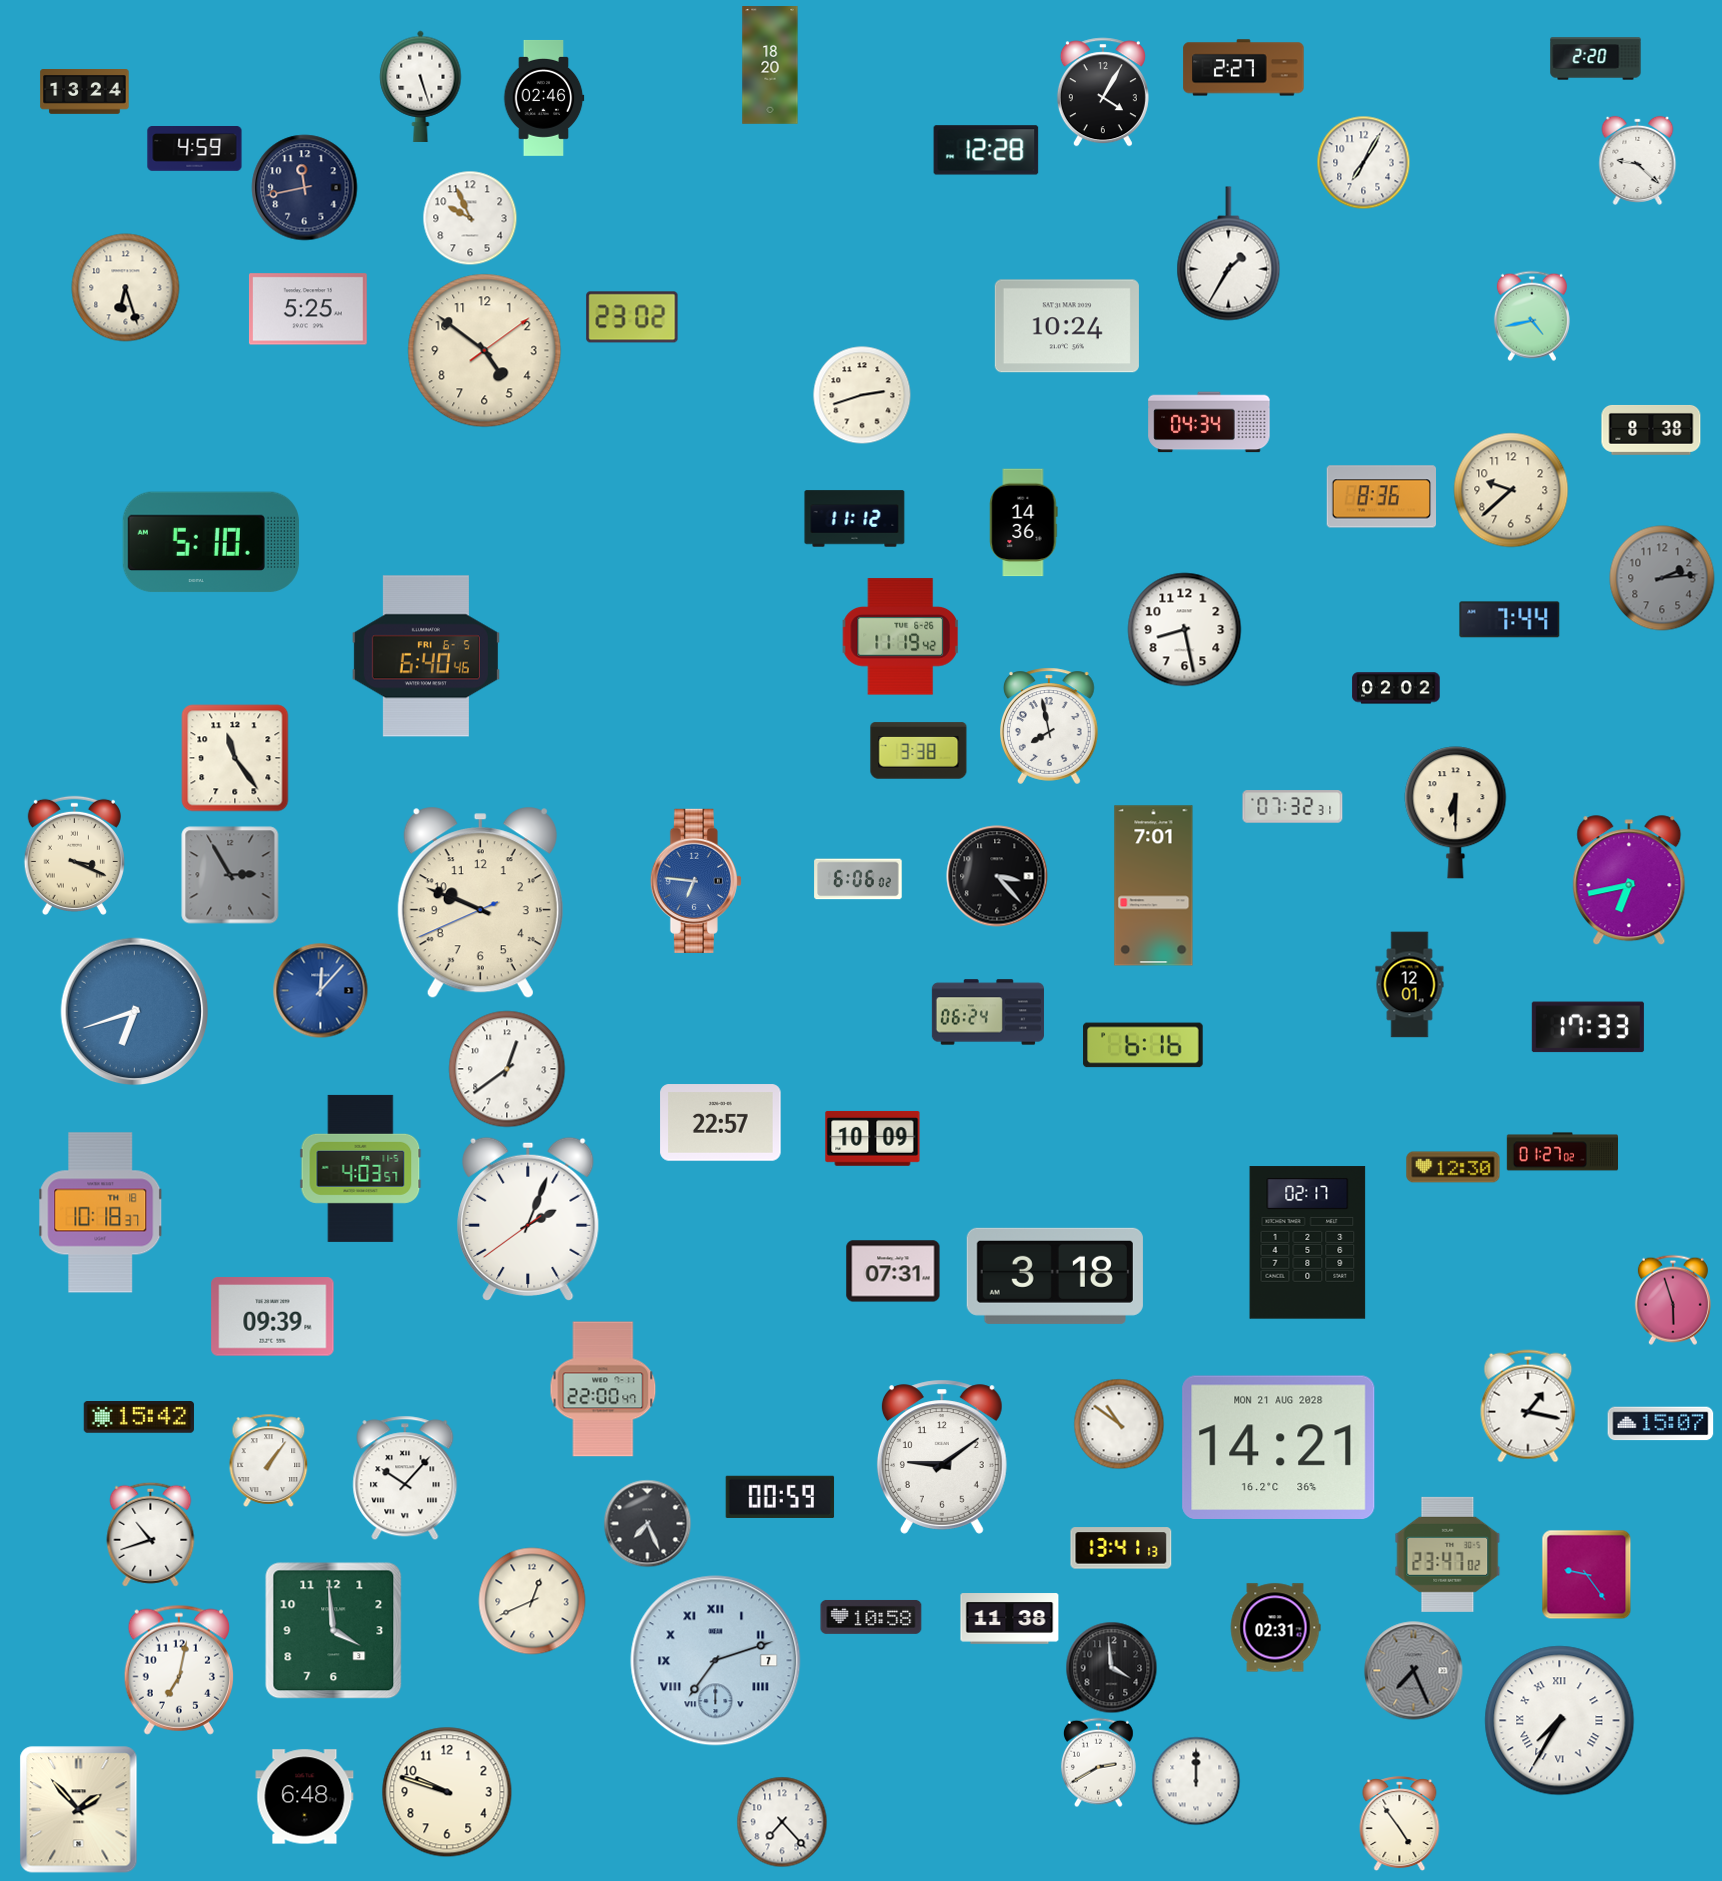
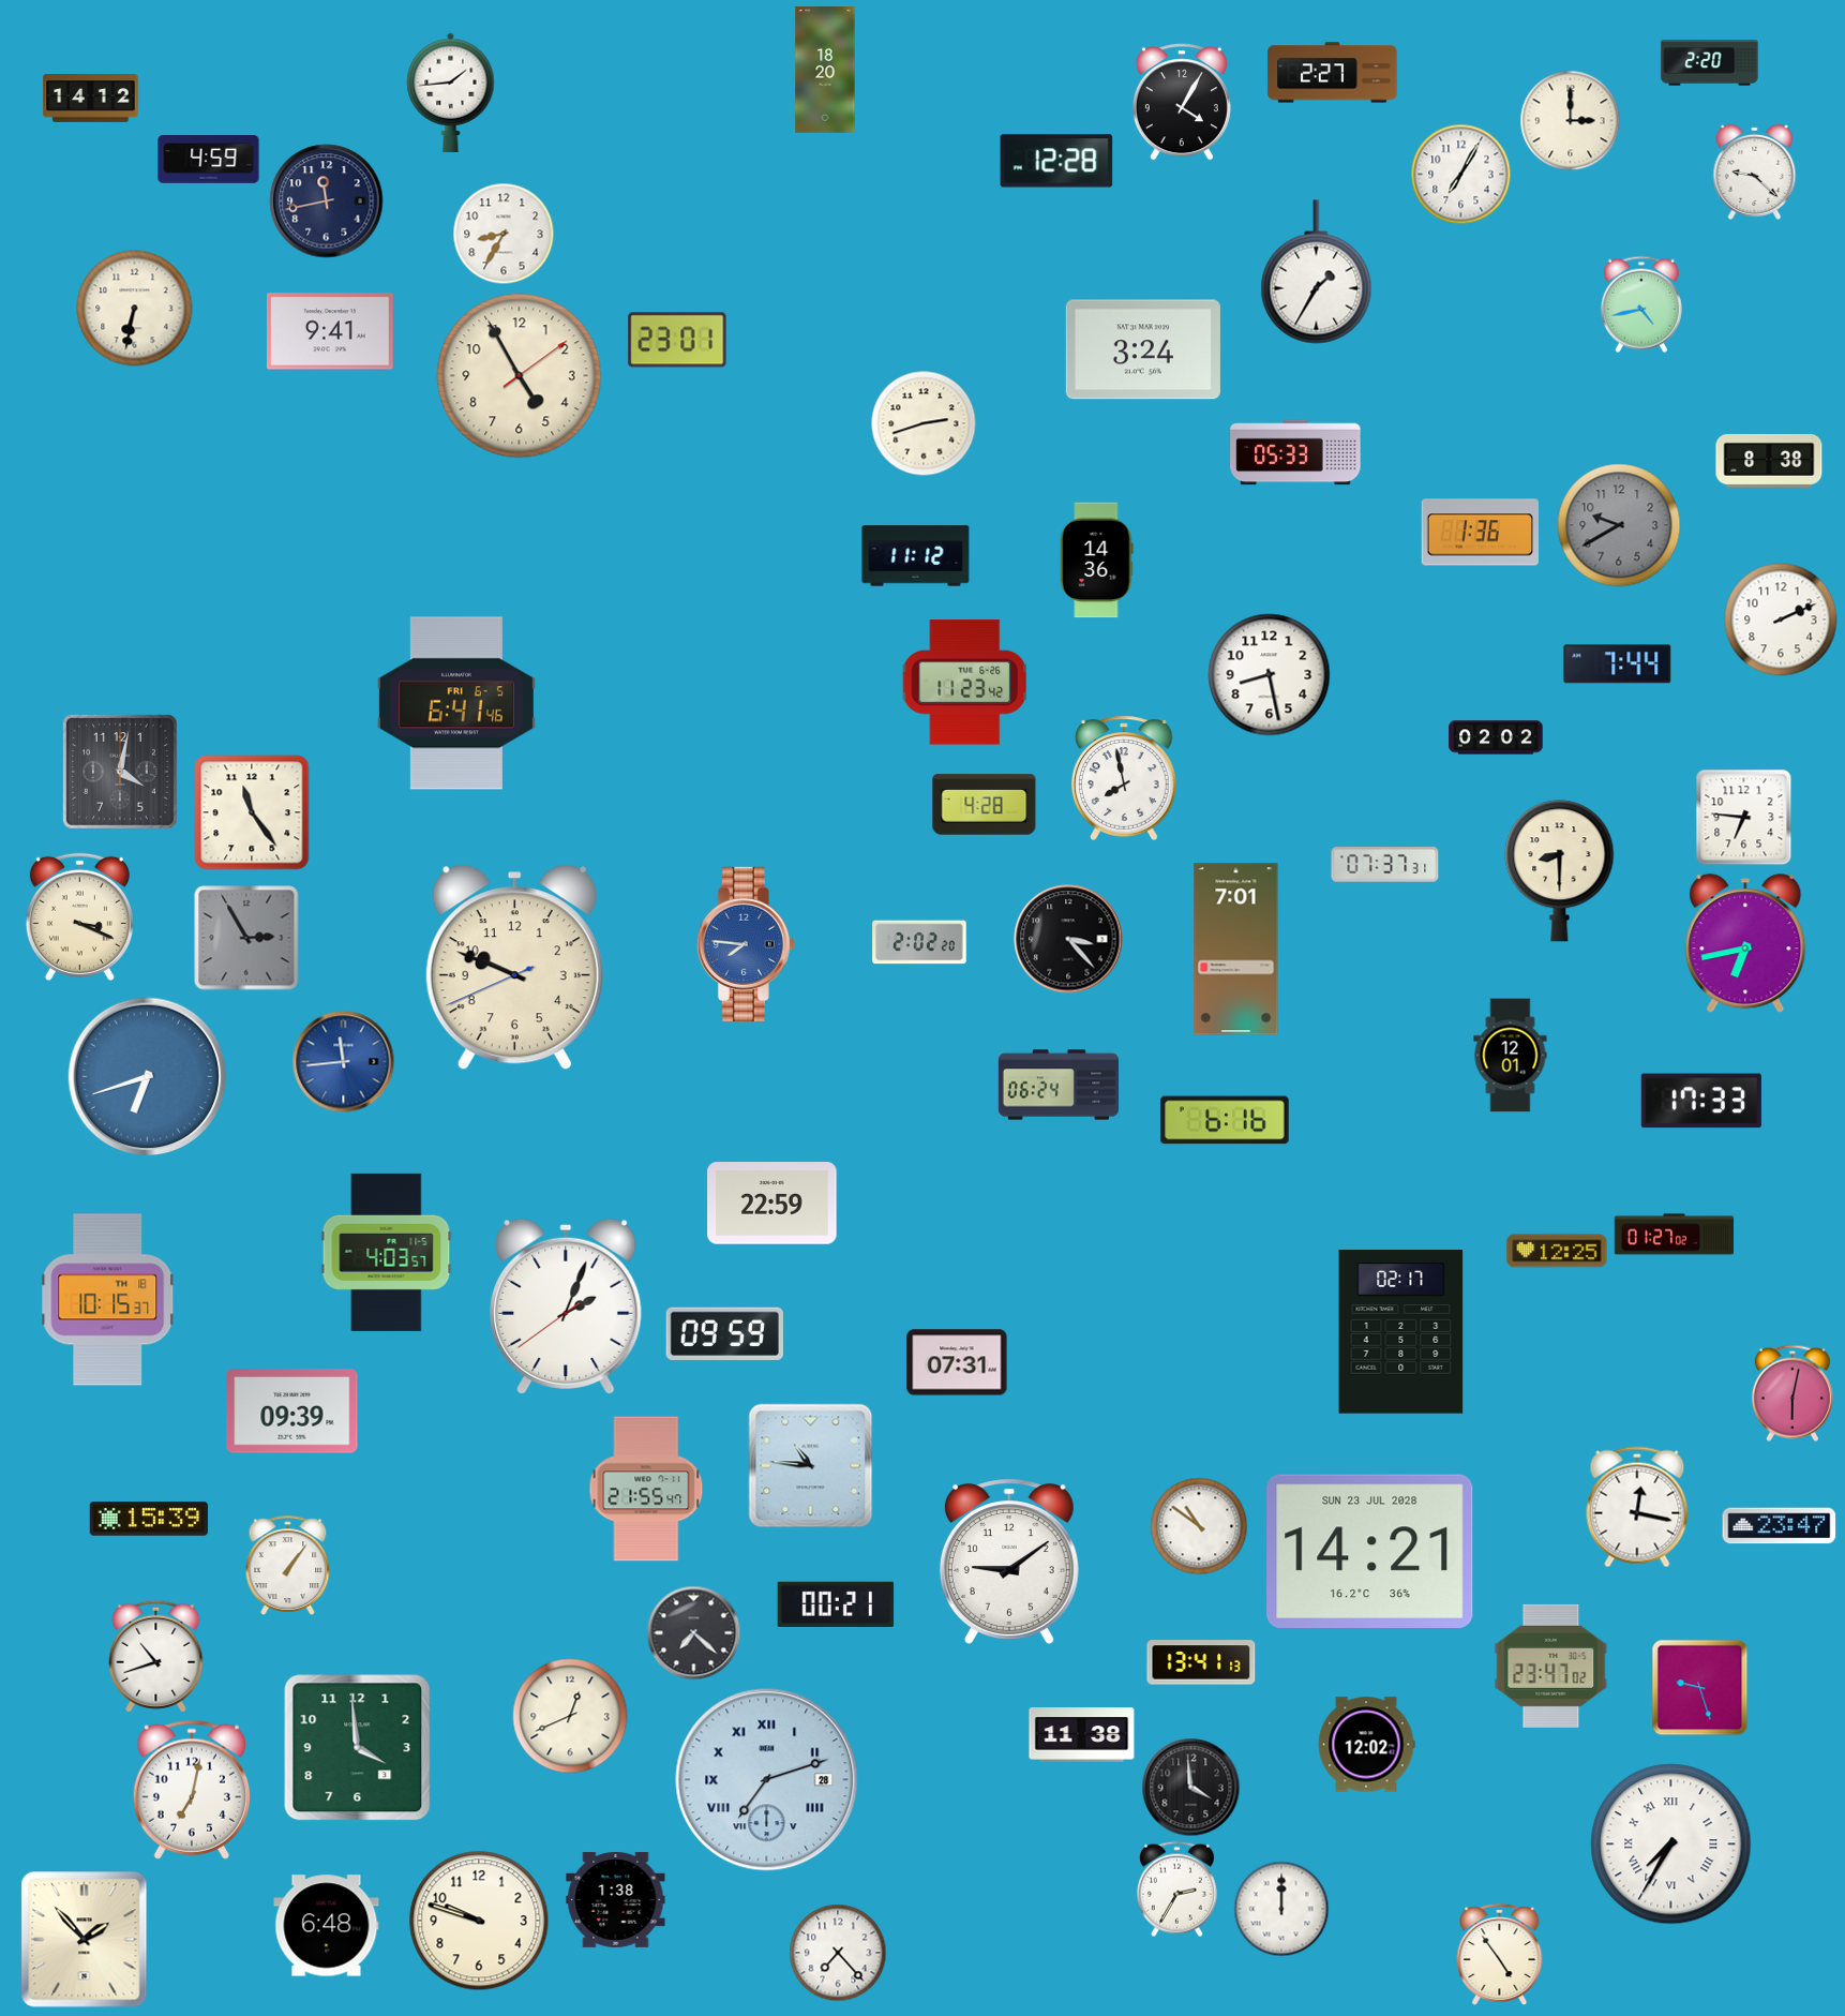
clock at (421, 86): 5:27 -> 1:44
clock at (85, 92): 13:24 -> 14:12
clock at (1103, 92) position: (1103, 92) -> (1182, 102)
clock at (544, 98): 02:46 -> none
clock at (1571, 121): none -> 3:00
clock at (470, 218): 9:56 -> 8:35
clock at (126, 288): 6:27 -> 6:32
clock at (308, 309): 5:25 -> 9:41
clock at (1532, 316) position: (1532, 316) -> (1641, 304)
clock at (632, 317): 23:02 -> 23:01
clock at (1067, 326): 10:24 -> 3:24
clock at (485, 351): 4:51 -> 4:55
clock at (1209, 422): 04:34 -> 05:33
clock at (1511, 490): 9:38 -> 9:40
clock at (1511, 490) dial: cream -> grey
clock at (1381, 497): 8:36 -> 1:36
clock at (211, 542): 5:10 -> none
clock at (1662, 578): 2:14 -> 2:11
clock at (1662, 578) dial: grey -> white
clock at (900, 637): 11:19 -> 11:23
clock at (426, 656): 6:40 -> 6:41
clock at (120, 772): none -> 4:02
clock at (919, 751): 3:38 -> 4:28
clock at (1744, 818): none -> 6:46
clock at (1293, 807): 07:32 -> 07:37
clock at (1456, 813): 6:30 -> 8:30
clock at (858, 879): 6:06 -> 2:02
clock at (696, 881): 6:46 -> 7:46
clock at (321, 991): 12:07 -> 11:44
clock at (135, 1012) position: (135, 1012) -> (148, 1077)
clock at (507, 1069): 12:39 -> none
clock at (721, 1123): 22:57 -> 22:59
clock at (873, 1139): 10:09 -> none
clock at (1453, 1167): 12:30 -> 12:25
clock at (101, 1213): 10:18 -> 10:15
clock at (724, 1333): none -> 09:59
clock at (1055, 1276): 3:18 -> none
clock at (1673, 1300): 5:57 -> 6:02
clock at (811, 1466): none -> 10:46
clock at (603, 1389): 22:00 -> 21:55
clock at (1528, 1406): 1:17 -> 12:17
clock at (139, 1418): 15:42 -> 15:39
clock at (1661, 1424): 15:07 -> 23:47
clock at (1279, 1447) date: MON 21 AUG 2028 -> SUN 23 JUL 2028
clock at (405, 1478): 10:07 -> none
clock at (780, 1496): 00:59 -> 00:21
clock at (648, 1524): 7:26 -> 7:22
clock at (151, 1534) position: (151, 1534) -> (156, 1656)
clock at (1121, 1548) position: (1121, 1548) -> (1201, 1662)
clock at (1587, 1575): 9:24 -> 9:27
clock at (871, 1617): 10:58 -> none
clock at (1275, 1628): 02:31 -> 12:02
clock at (716, 1661) date: 7 -> 28
clock at (1414, 1671): 7:26 -> none
clock at (1098, 1763): 2:40 -> 2:35
clock at (616, 1899): none -> 1:38
